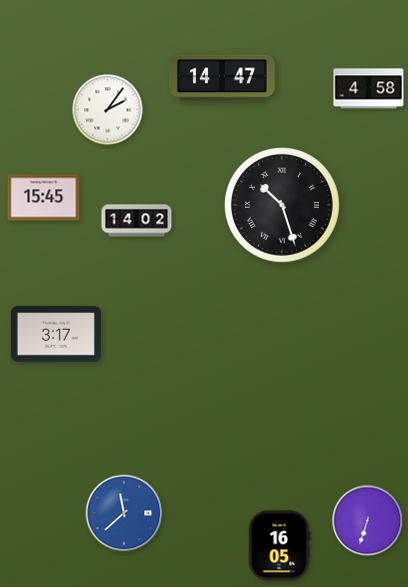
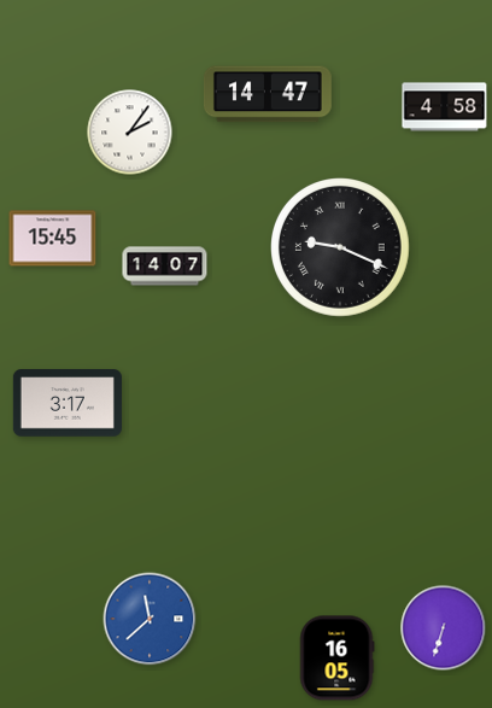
clock at (283, 206): 10:27 -> 9:19
clock at (137, 221): 14:02 -> 14:07
